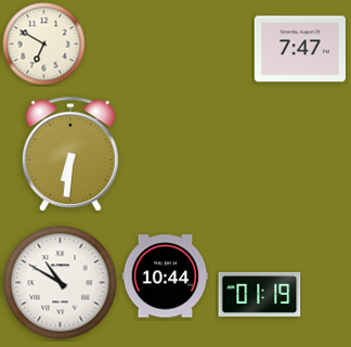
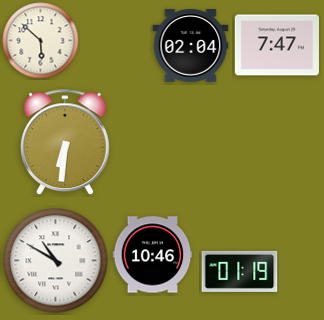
clock at (44, 44): 6:50 -> 5:52
clock at (191, 45): none -> 02:04
clock at (166, 277): 10:44 -> 10:46
